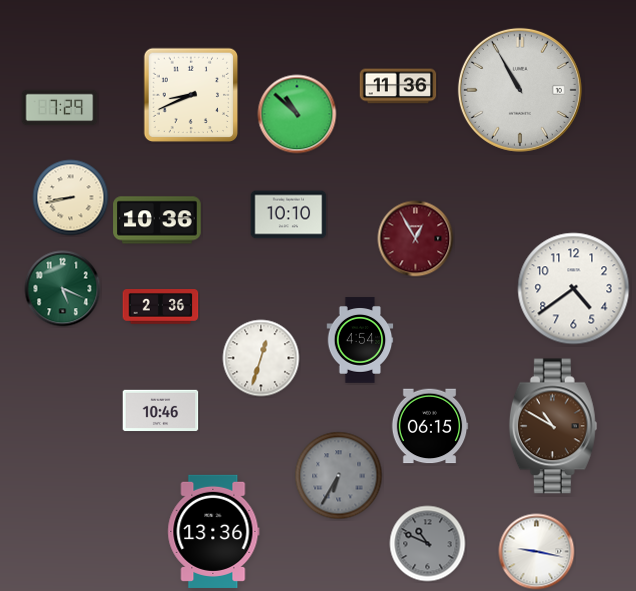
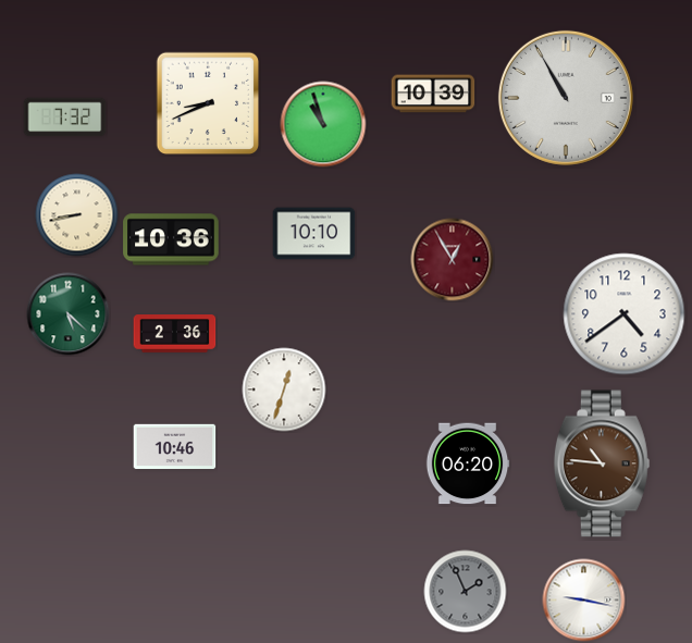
clock at (398, 86): 11:36 -> 10:39
clock at (60, 108): 7:29 -> 7:32
clock at (297, 114): 10:52 -> 10:57
clock at (63, 289): 5:19 -> 5:22
clock at (360, 340): 4:54 -> none
clock at (430, 426): 06:15 -> 06:20
clock at (553, 426): 10:50 -> 10:46
clock at (339, 476): 6:35 -> none
clock at (214, 531): 13:36 -> none
clock at (428, 544): 10:49 -> 1:56
